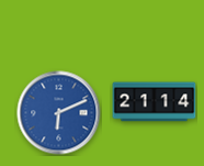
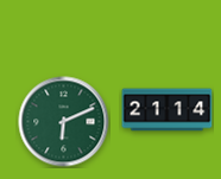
clock at (59, 113) dial: blue -> green
